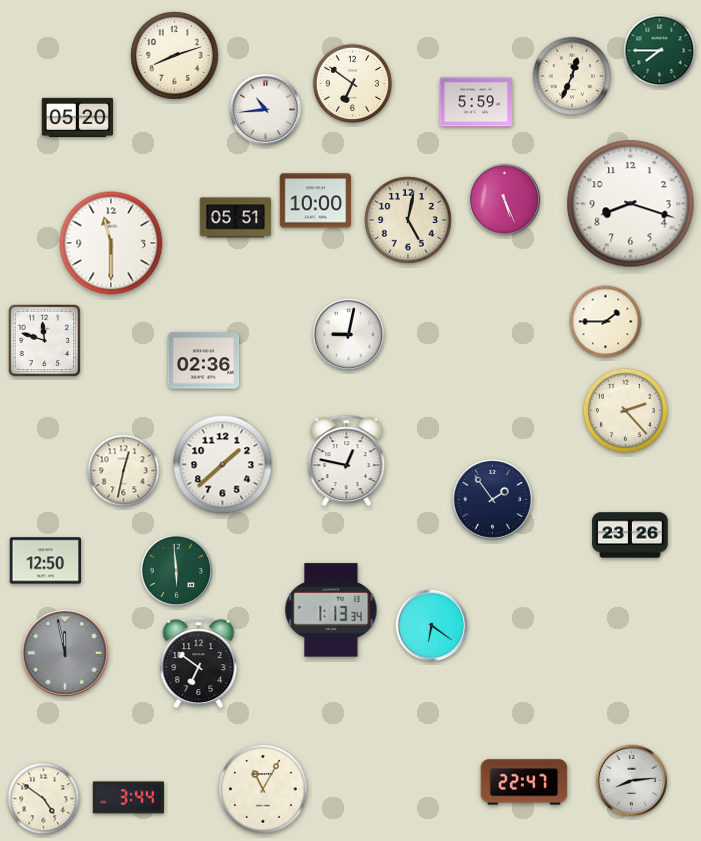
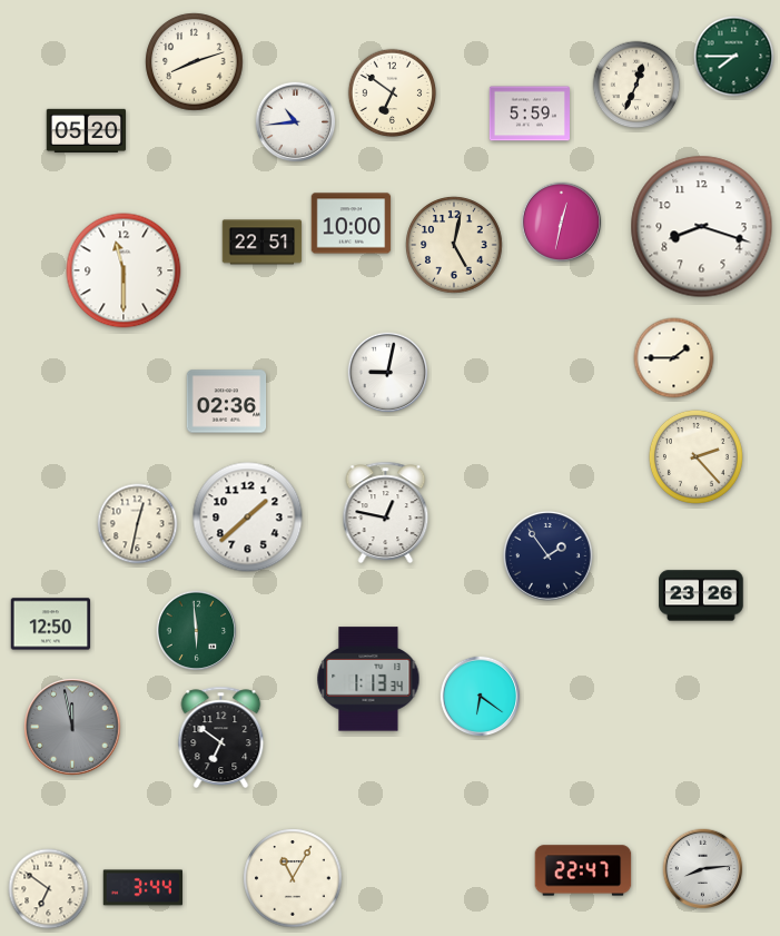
clock at (505, 200): 5:26 -> 12:32
clock at (236, 218): 05:51 -> 22:51
clock at (45, 341): 11:48 -> none
clock at (177, 571) position: (177, 571) -> (197, 631)
clock at (44, 799): 4:51 -> 6:51
